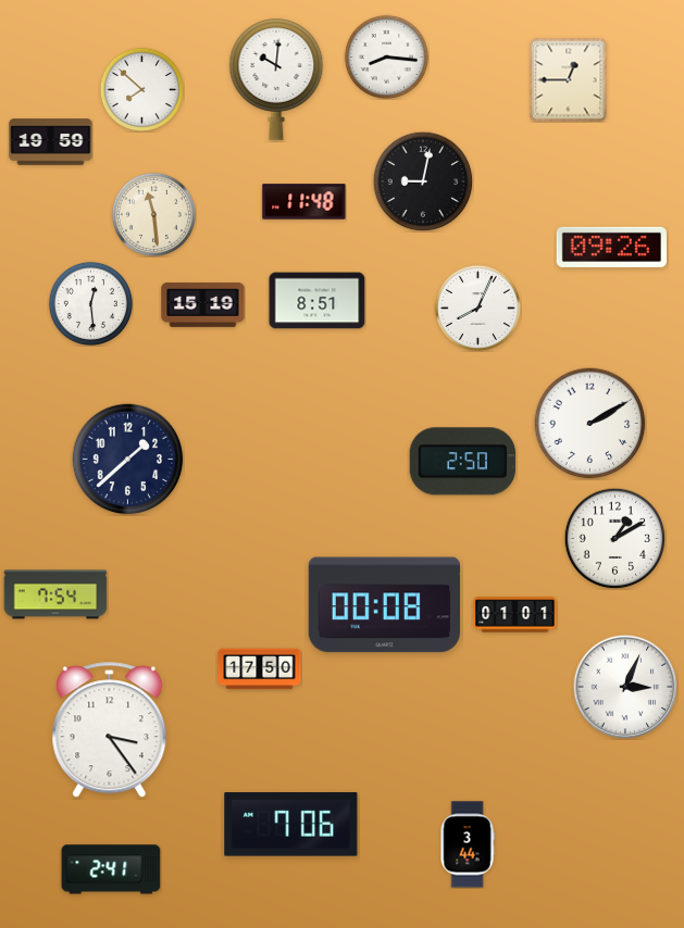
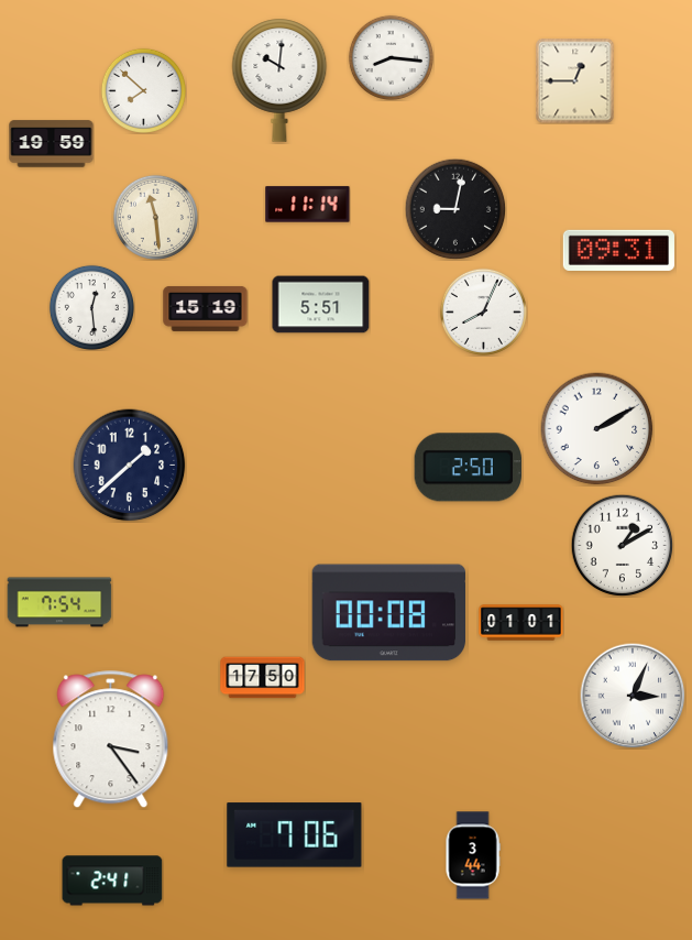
clock at (423, 181) position: (423, 181) -> (455, 209)
clock at (304, 202): 11:48 -> 11:14
clock at (611, 247): 09:26 -> 09:31
clock at (318, 301): 8:51 -> 5:51
clock at (55, 594) position: (55, 594) -> (59, 602)
